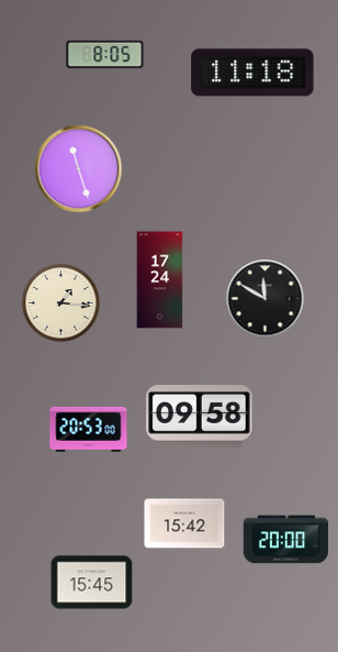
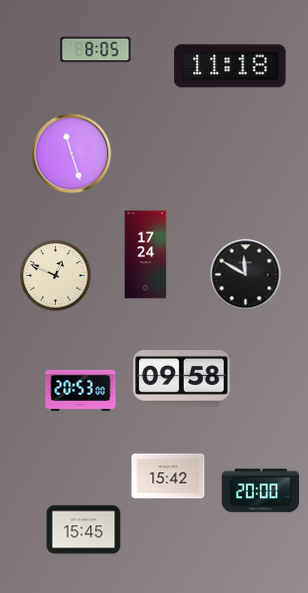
clock at (266, 299) position: (266, 299) -> (246, 275)
clock at (61, 303): 1:16 -> 12:49
